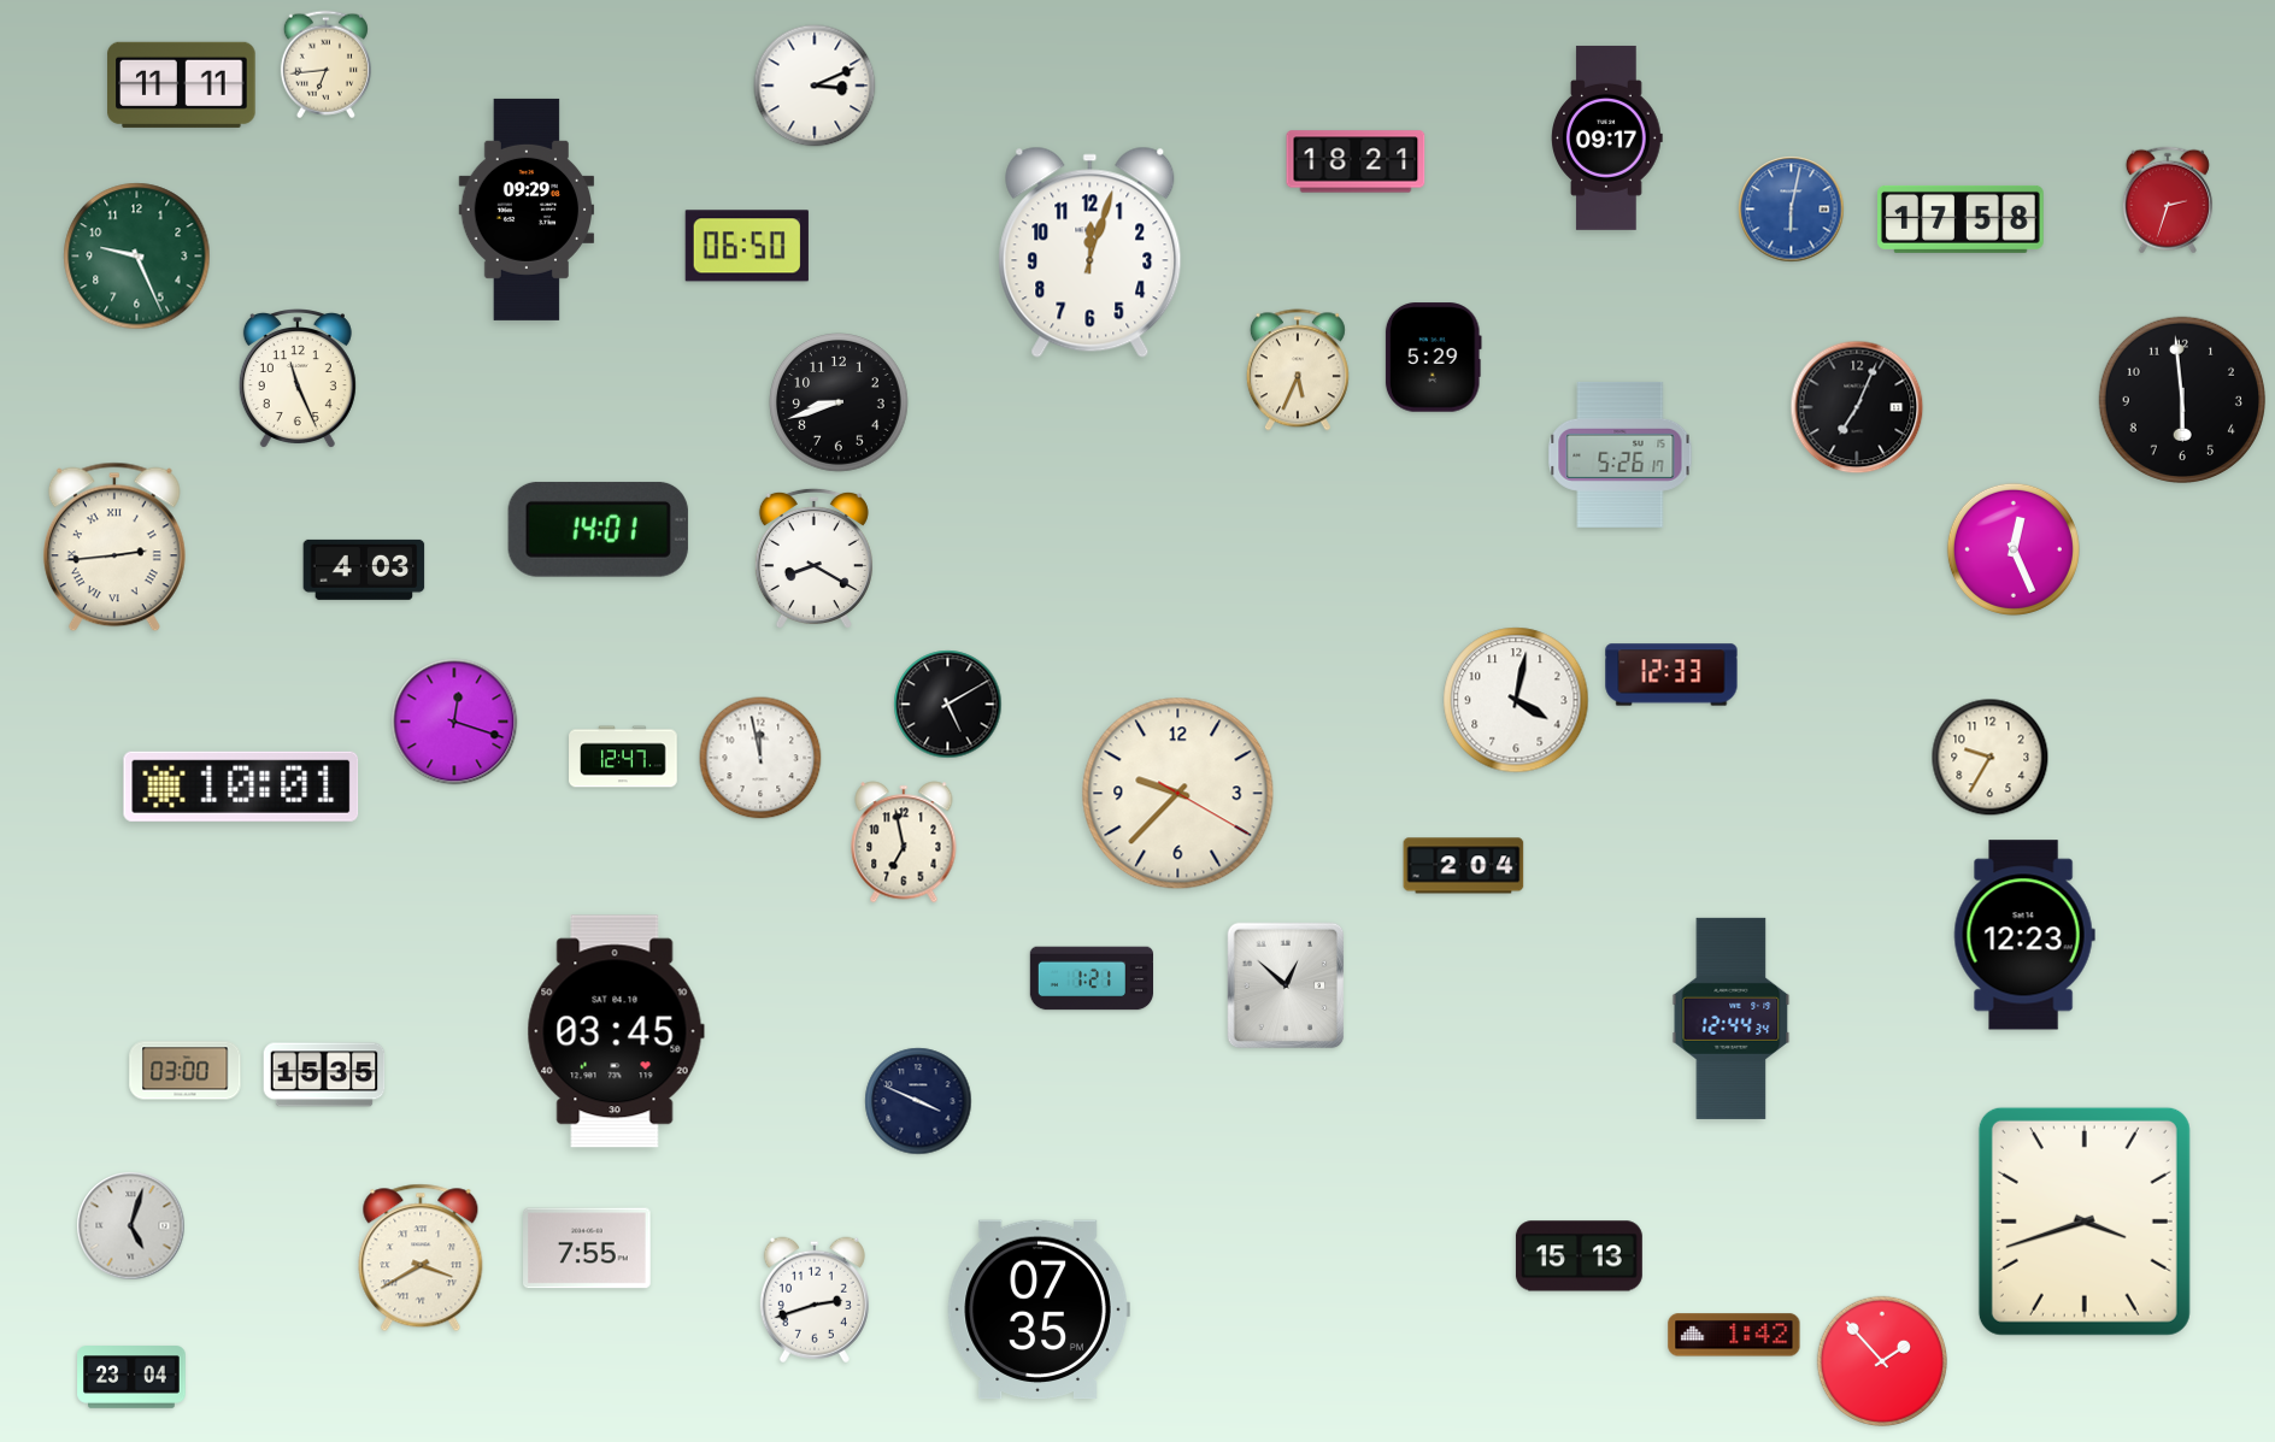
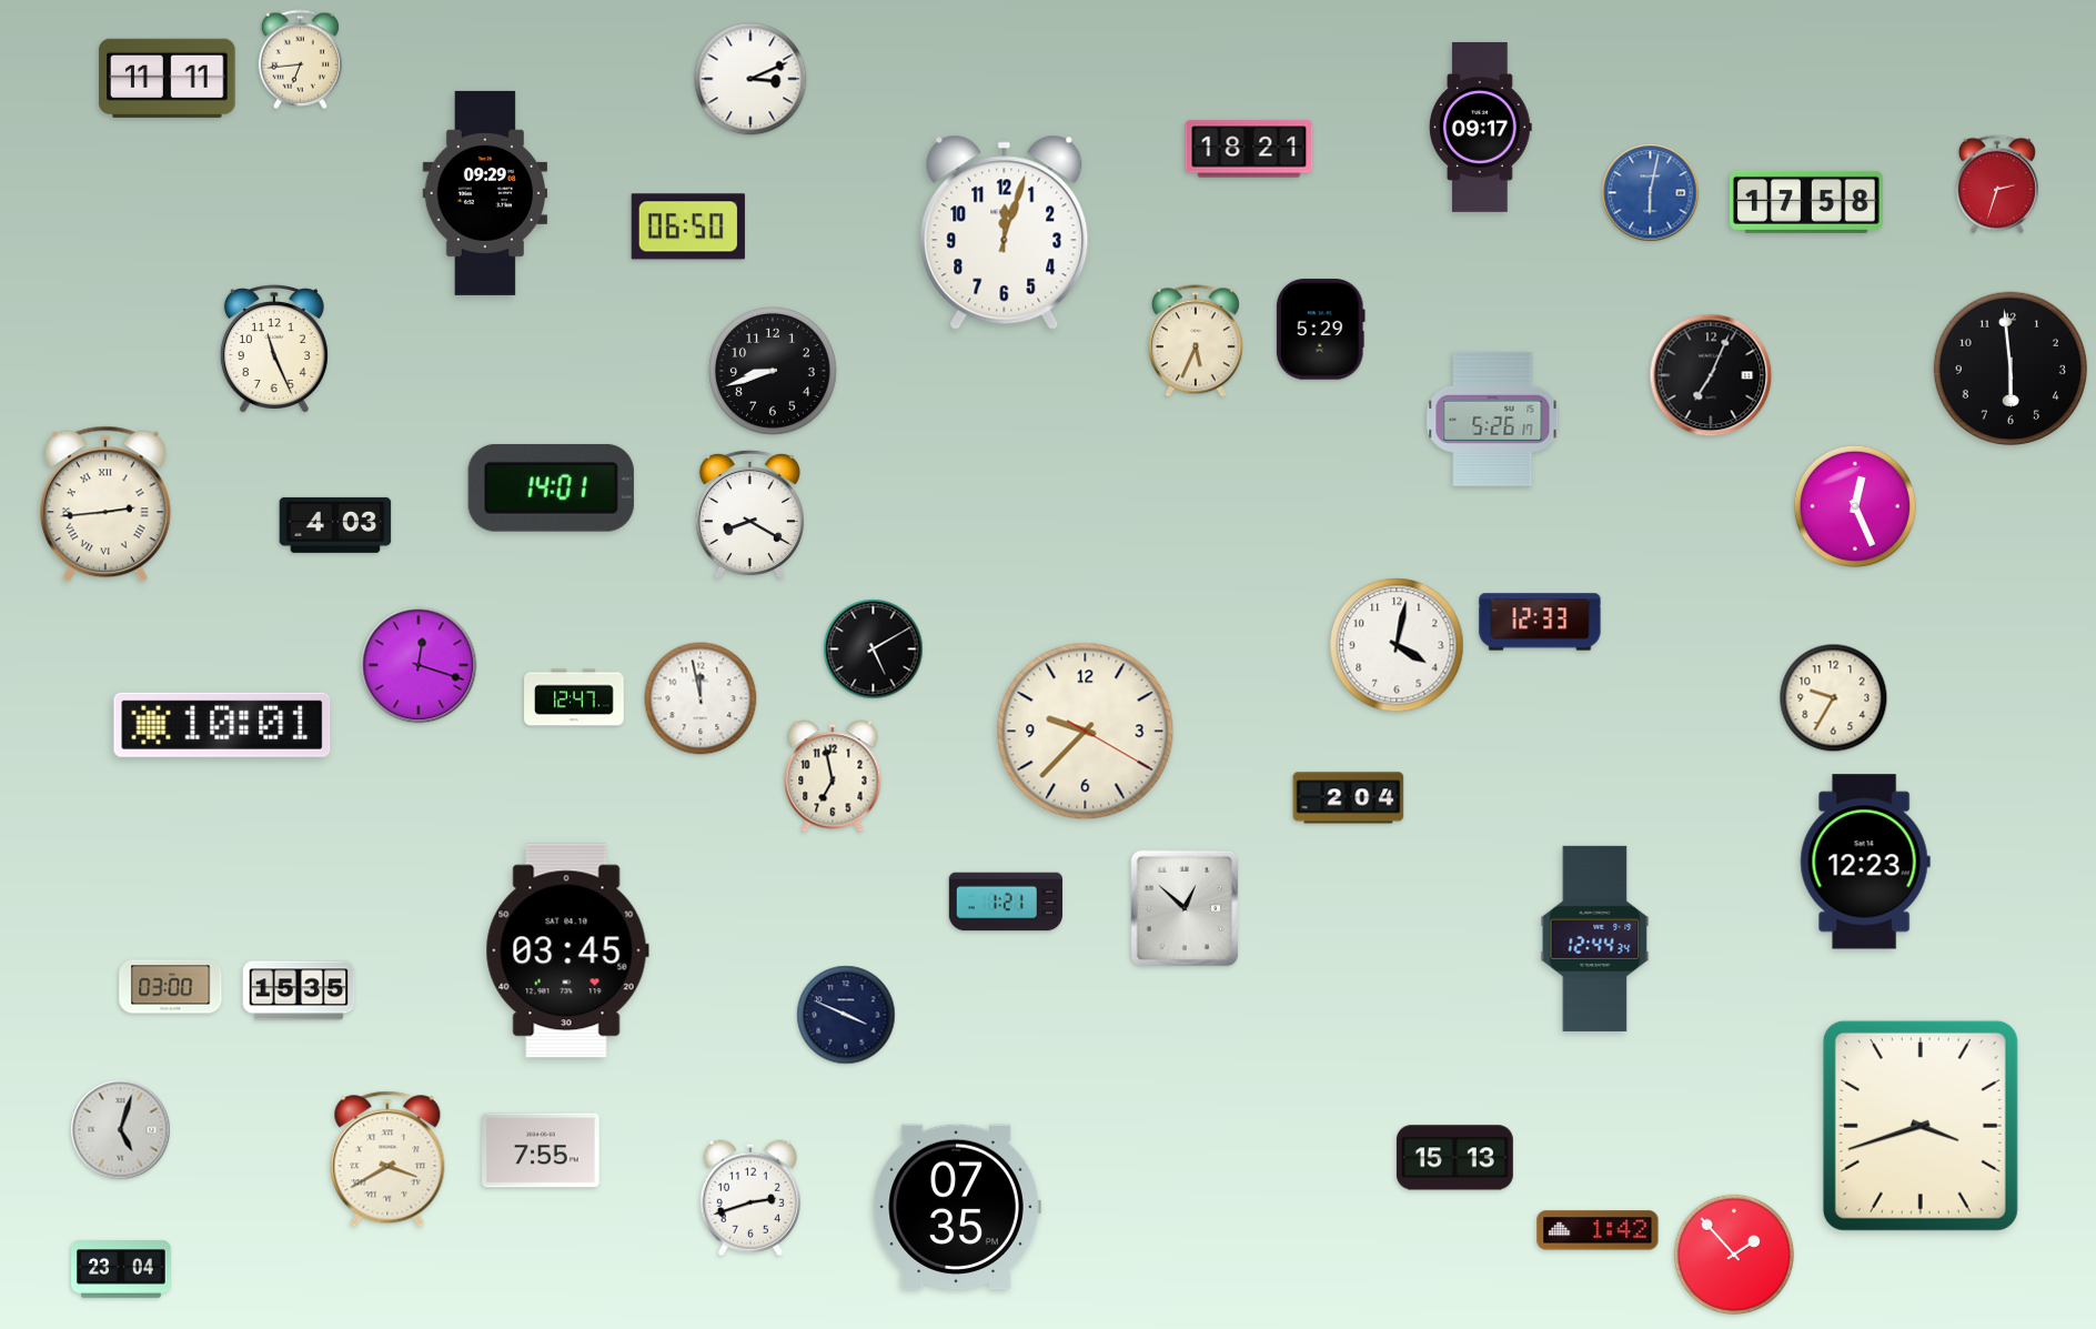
clock at (137, 257): 9:26 -> none
